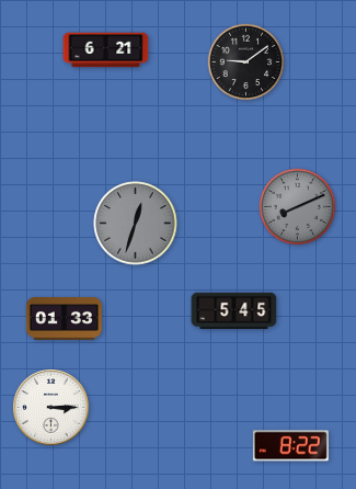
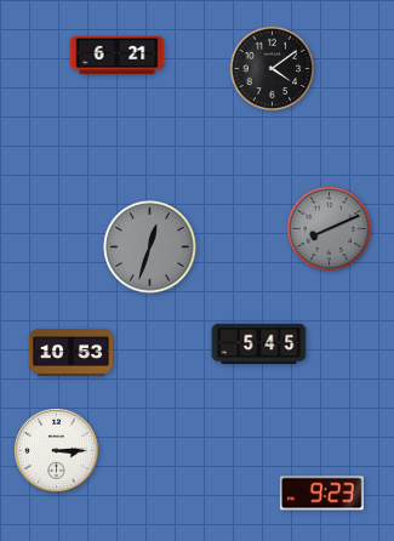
clock at (246, 62): 9:09 -> 4:09
clock at (64, 319): 01:33 -> 10:53
clock at (290, 446): 8:22 -> 9:23
